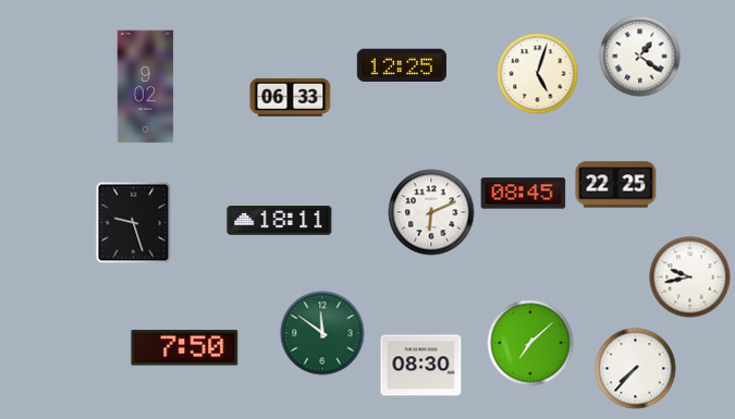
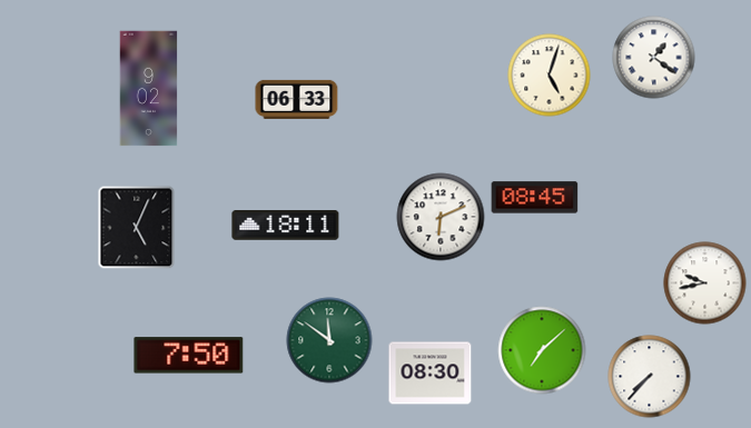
clock at (402, 65): 12:25 -> none
clock at (616, 185): 22:25 -> none
clock at (134, 223): 9:27 -> 5:04
